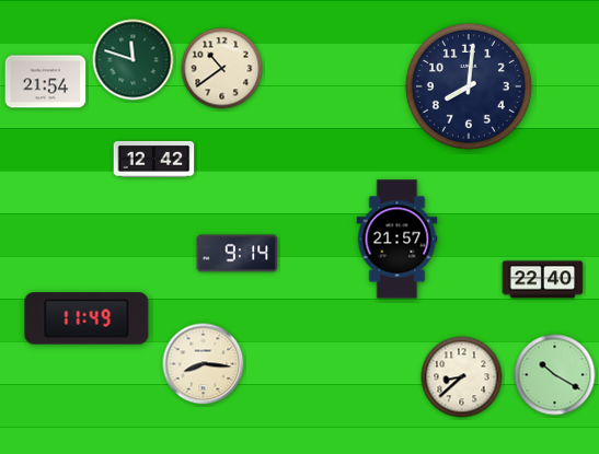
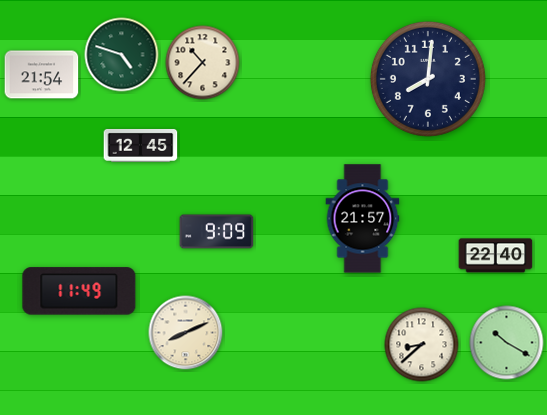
clock at (134, 60): 11:48 -> 4:48
clock at (222, 69): 10:39 -> 10:37
clock at (154, 159): 12:42 -> 12:45
clock at (238, 254): 9:14 -> 9:09
clock at (204, 364): 8:16 -> 8:11
